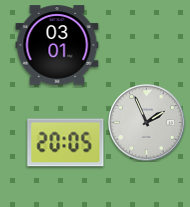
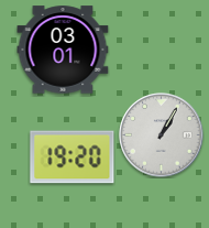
clock at (147, 123): 1:56 -> 1:05
clock at (66, 143): 20:05 -> 19:20
